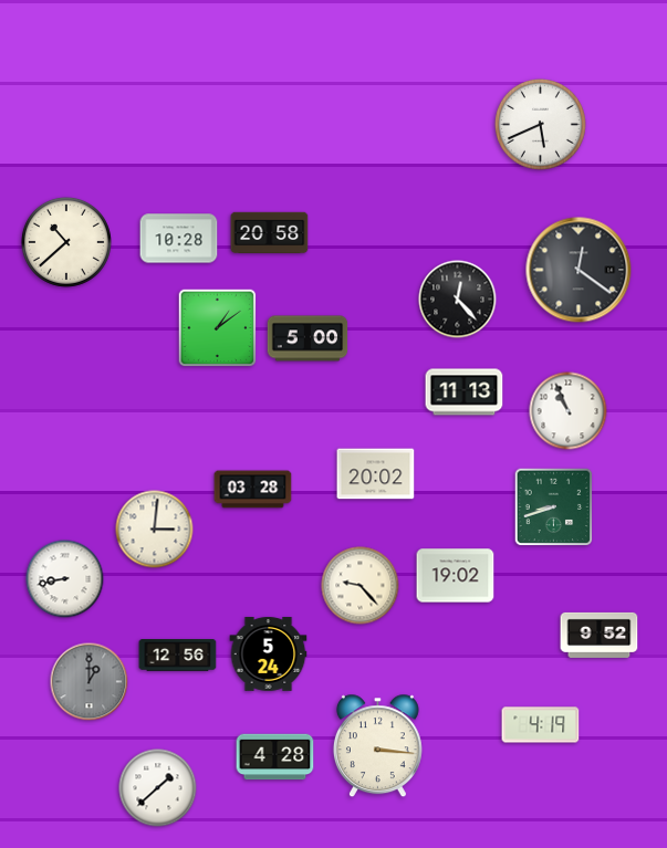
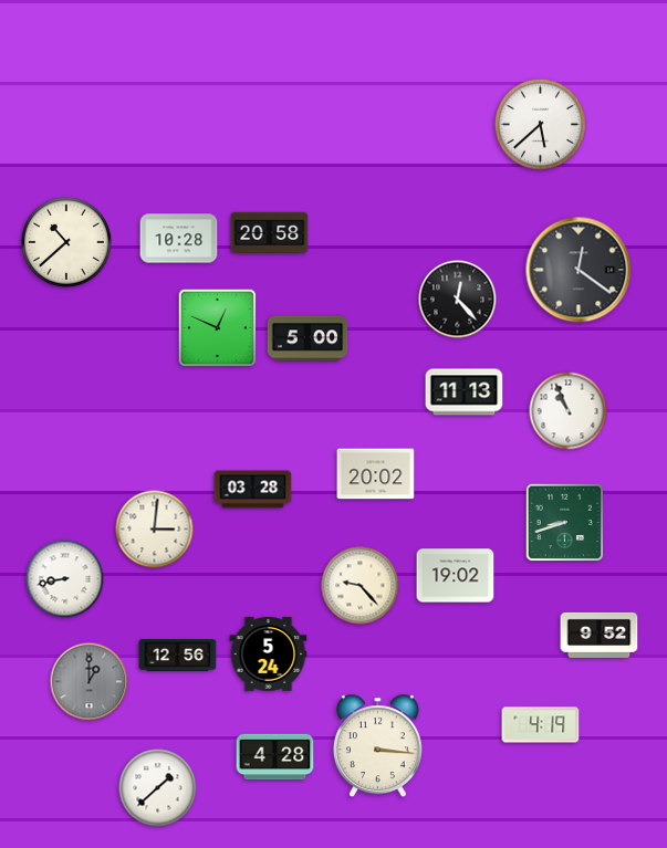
clock at (540, 124): 5:41 -> 5:38
clock at (218, 328): 1:09 -> 12:49
clock at (554, 507) position: (554, 507) -> (565, 523)
